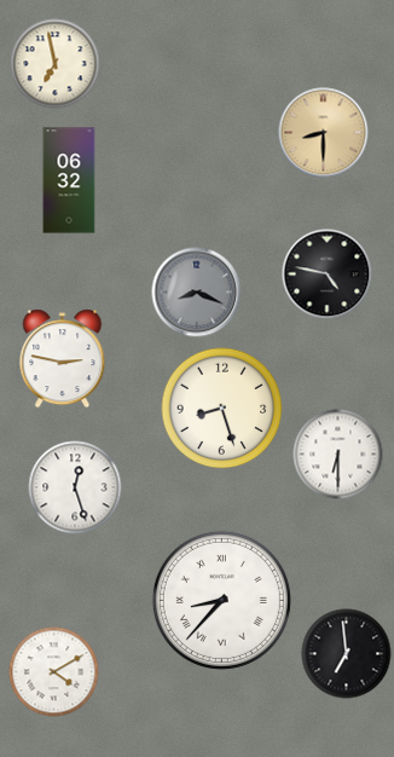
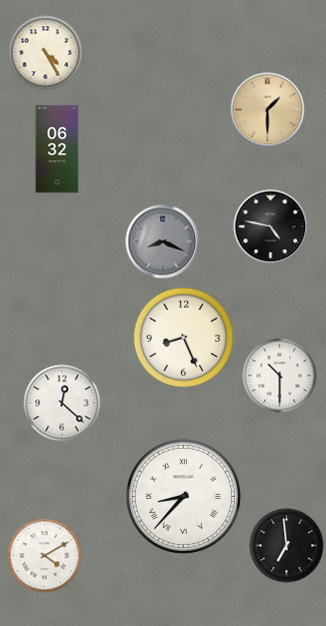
clock at (56, 64): 6:58 -> 4:25
clock at (324, 133): 8:30 -> 1:30
clock at (63, 359): 2:47 -> none
clock at (222, 409): 8:27 -> 8:26
clock at (338, 455): 6:30 -> 10:30
clock at (75, 487): 12:27 -> 12:22
clock at (347, 654) position: (347, 654) -> (287, 546)
